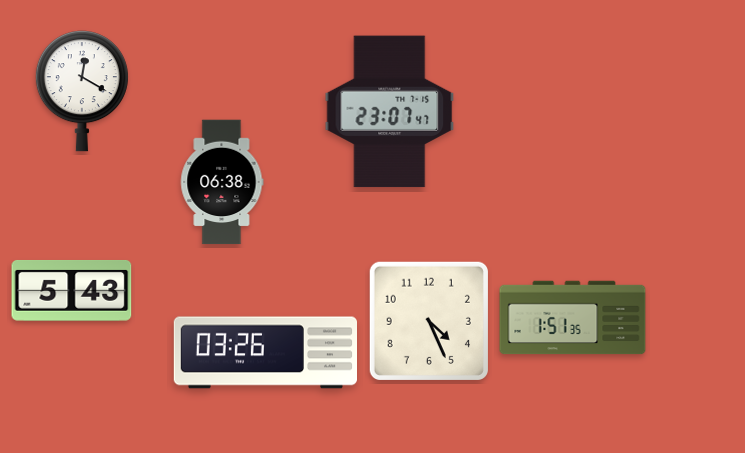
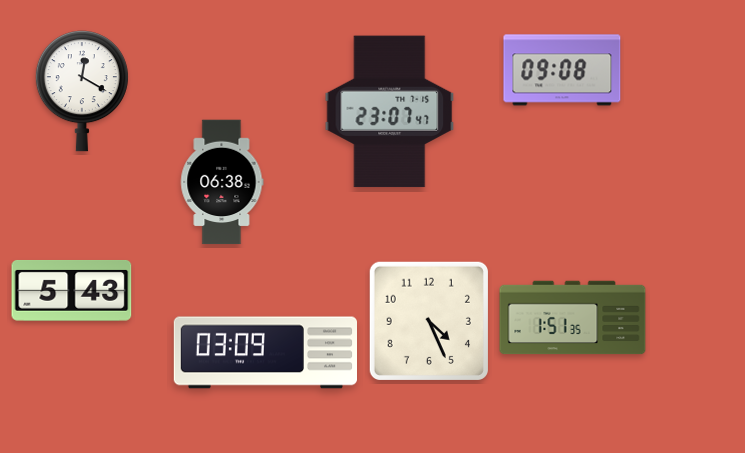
clock at (562, 70): none -> 09:08
clock at (265, 353): 03:26 -> 03:09
